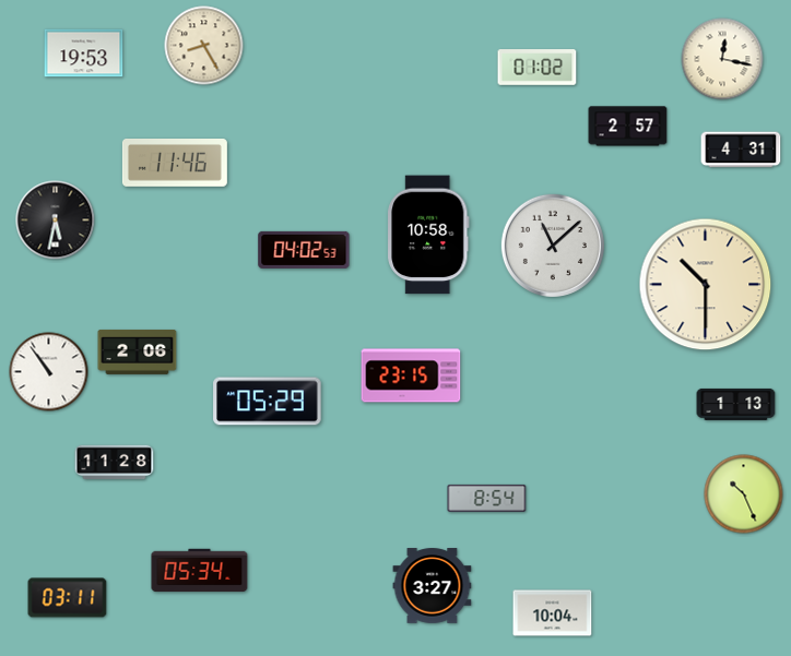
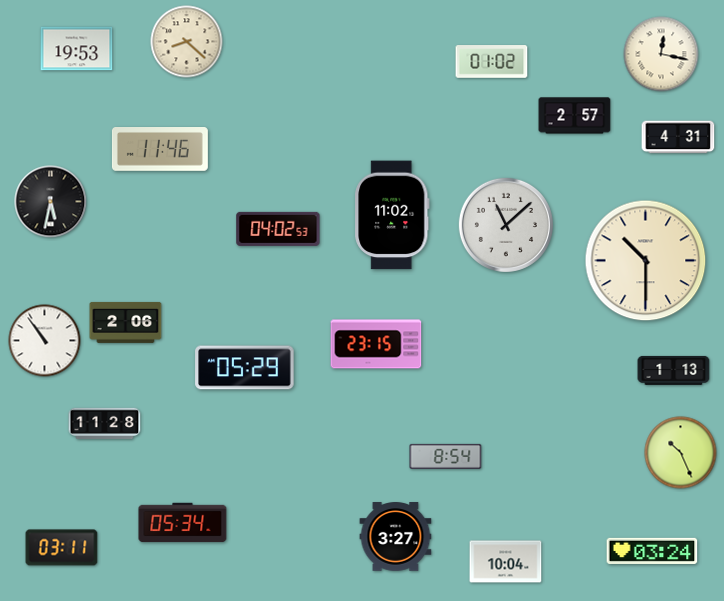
clock at (204, 46): 8:25 -> 8:22
clock at (428, 235): 10:58 -> 11:02
clock at (652, 551): none -> 03:24
